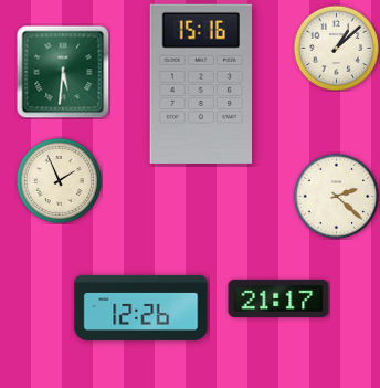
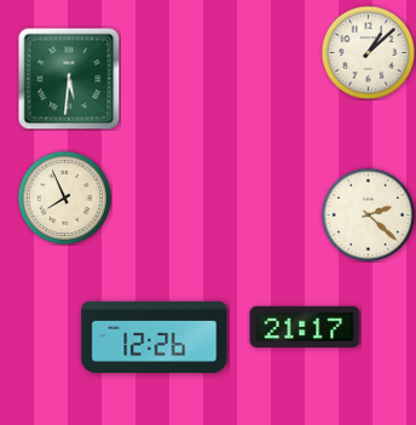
clock at (201, 83): 15:16 -> none
clock at (59, 180): 1:56 -> 7:56
